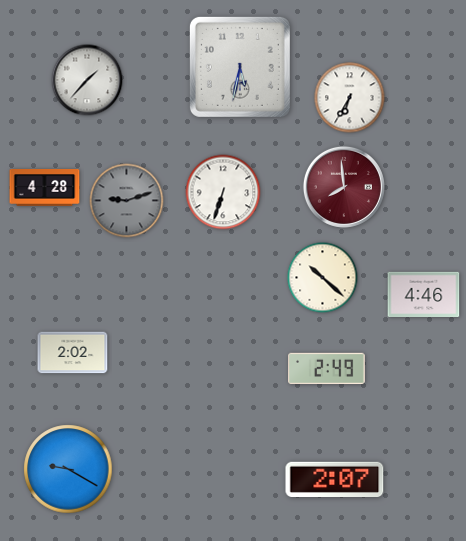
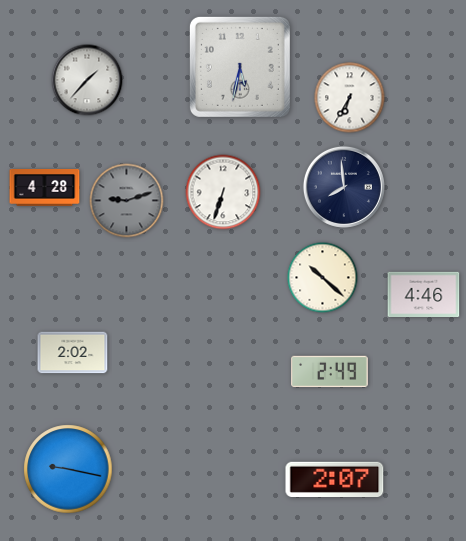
clock at (344, 187) dial: burgundy -> navy
clock at (327, 369) position: (327, 369) -> (330, 372)
clock at (68, 469): 9:20 -> 9:17
